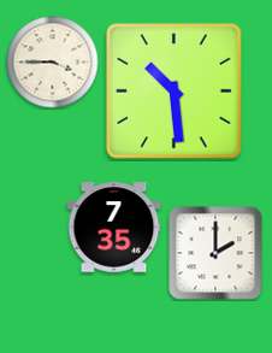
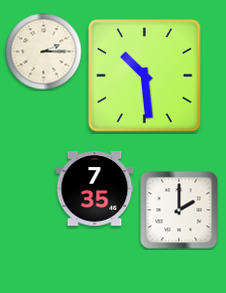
clock at (53, 63): 3:45 -> 2:15
